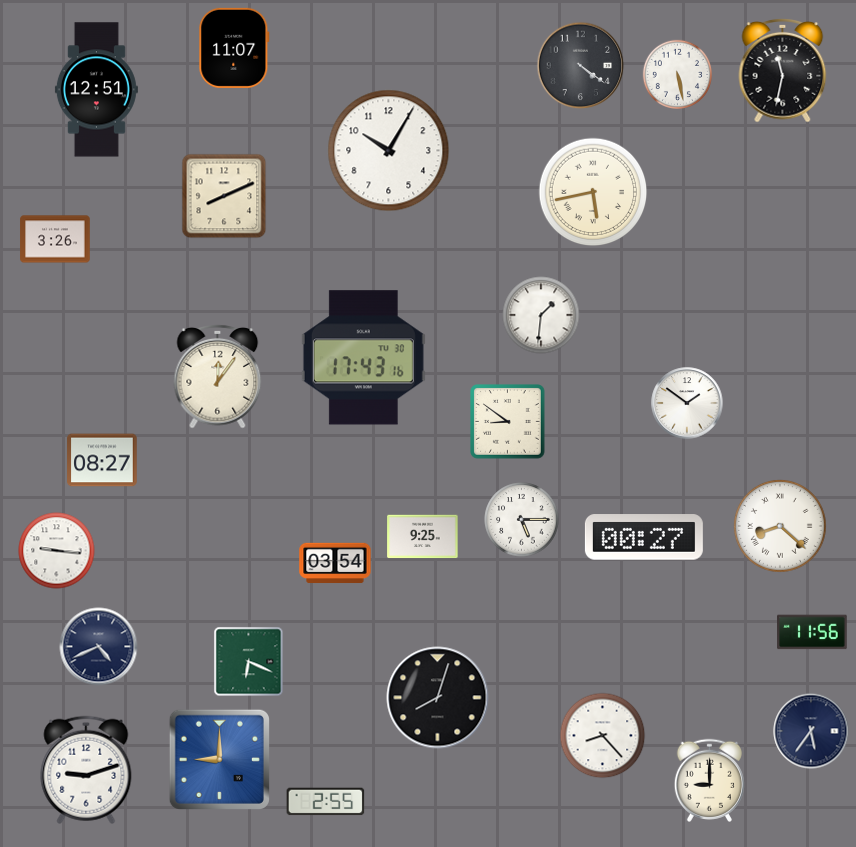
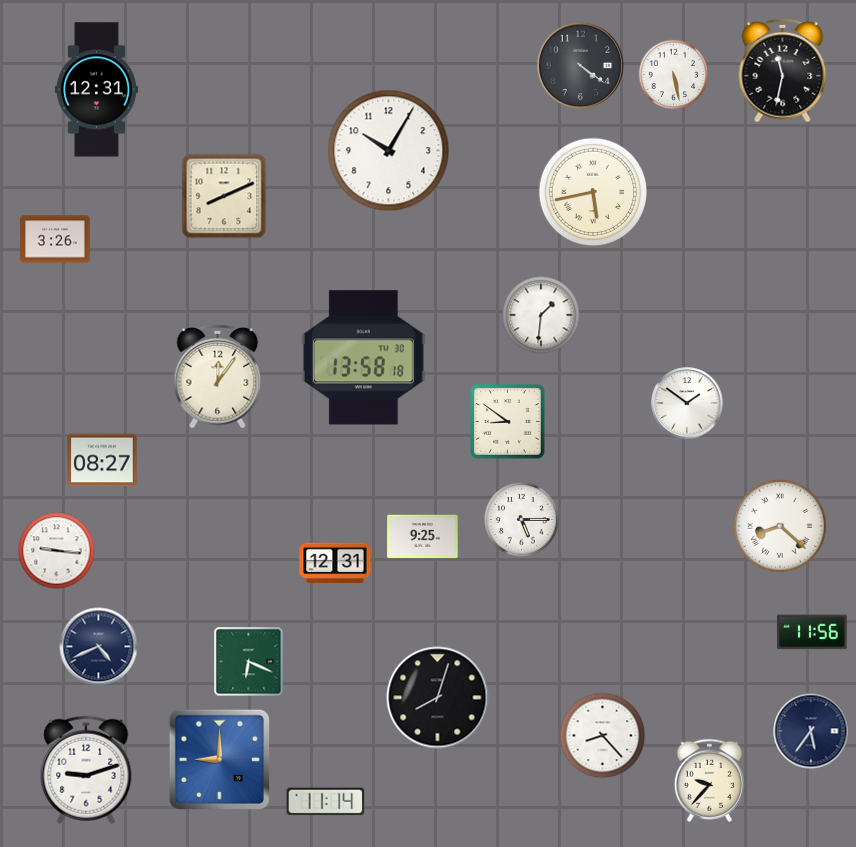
clock at (234, 48): 11:07 -> none
clock at (677, 74) position: (677, 74) -> (673, 74)
clock at (96, 90): 12:51 -> 12:31
clock at (363, 358): 17:43 -> 13:58
clock at (644, 537): 00:27 -> none
clock at (335, 563): 03:54 -> 12:31
clock at (709, 780): 9:00 -> 9:37
clock at (326, 802): 2:55 -> 11:14
